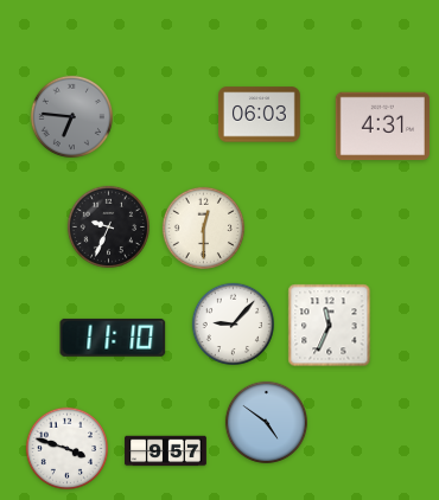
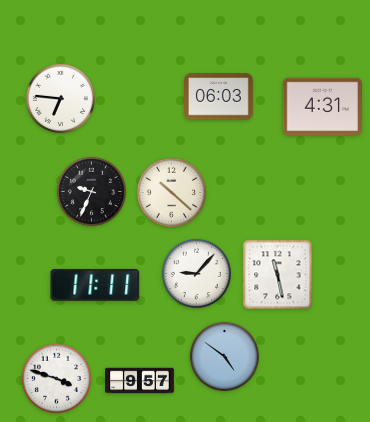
clock at (71, 116) dial: grey -> white
clock at (203, 227): 12:30 -> 10:22
clock at (330, 326): 11:34 -> 11:28
clock at (113, 338): 11:10 -> 11:11
